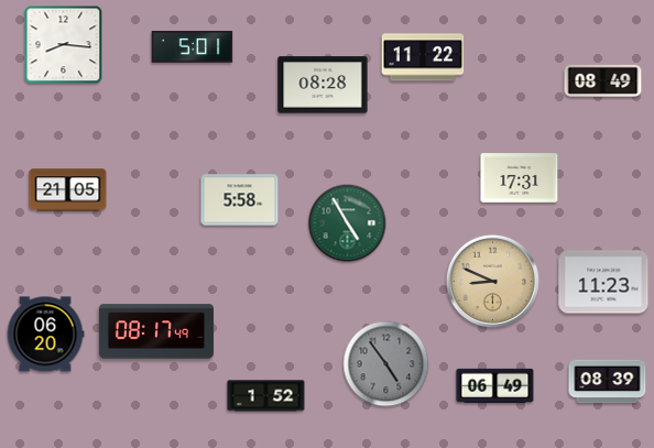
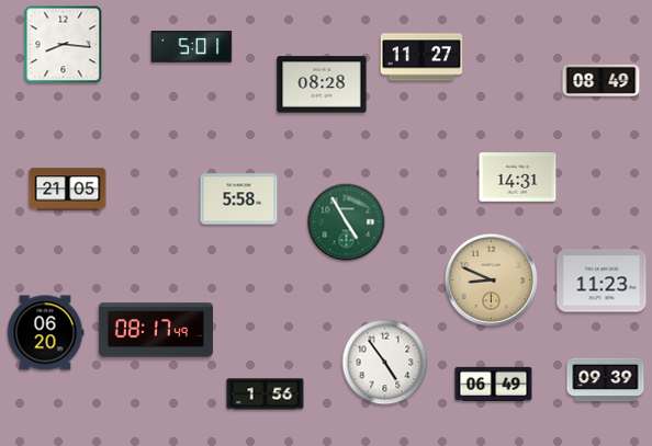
clock at (423, 57): 11:22 -> 11:27
clock at (520, 178): 17:31 -> 14:31
clock at (386, 364) dial: grey -> white
clock at (608, 382): 08:39 -> 09:39
clock at (266, 396): 1:52 -> 1:56
